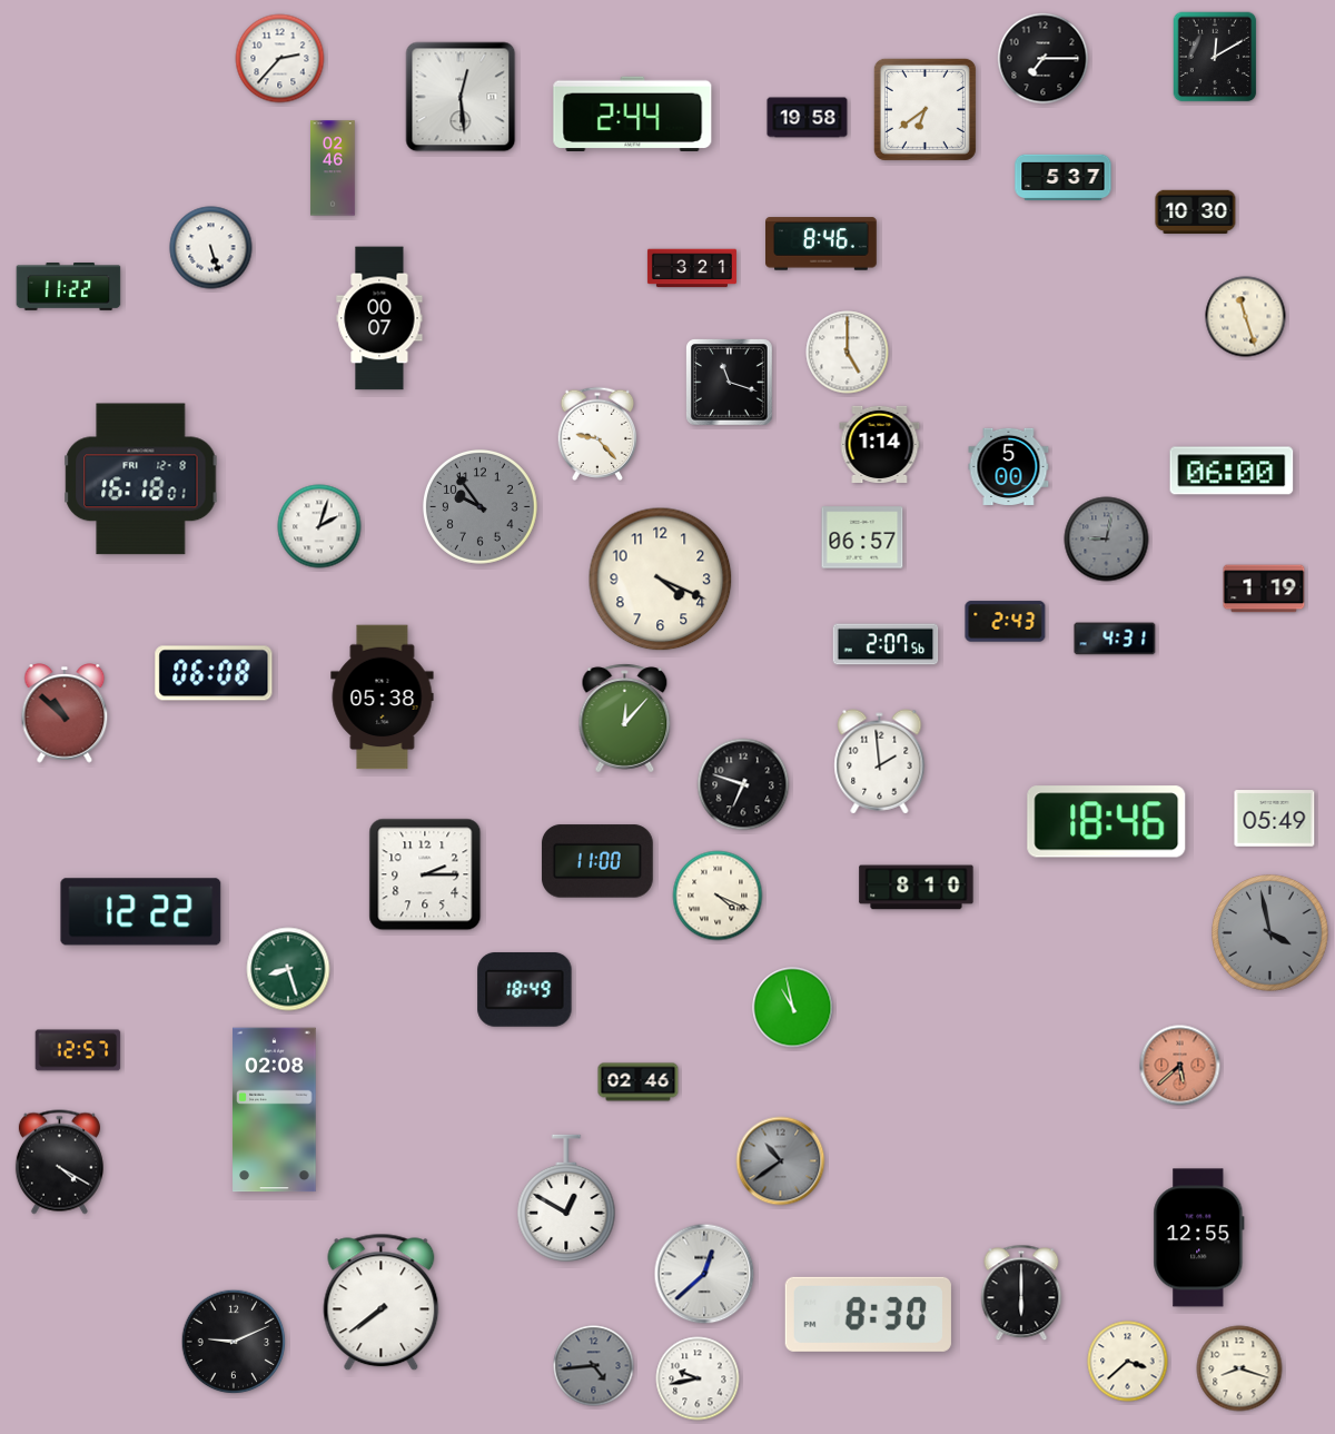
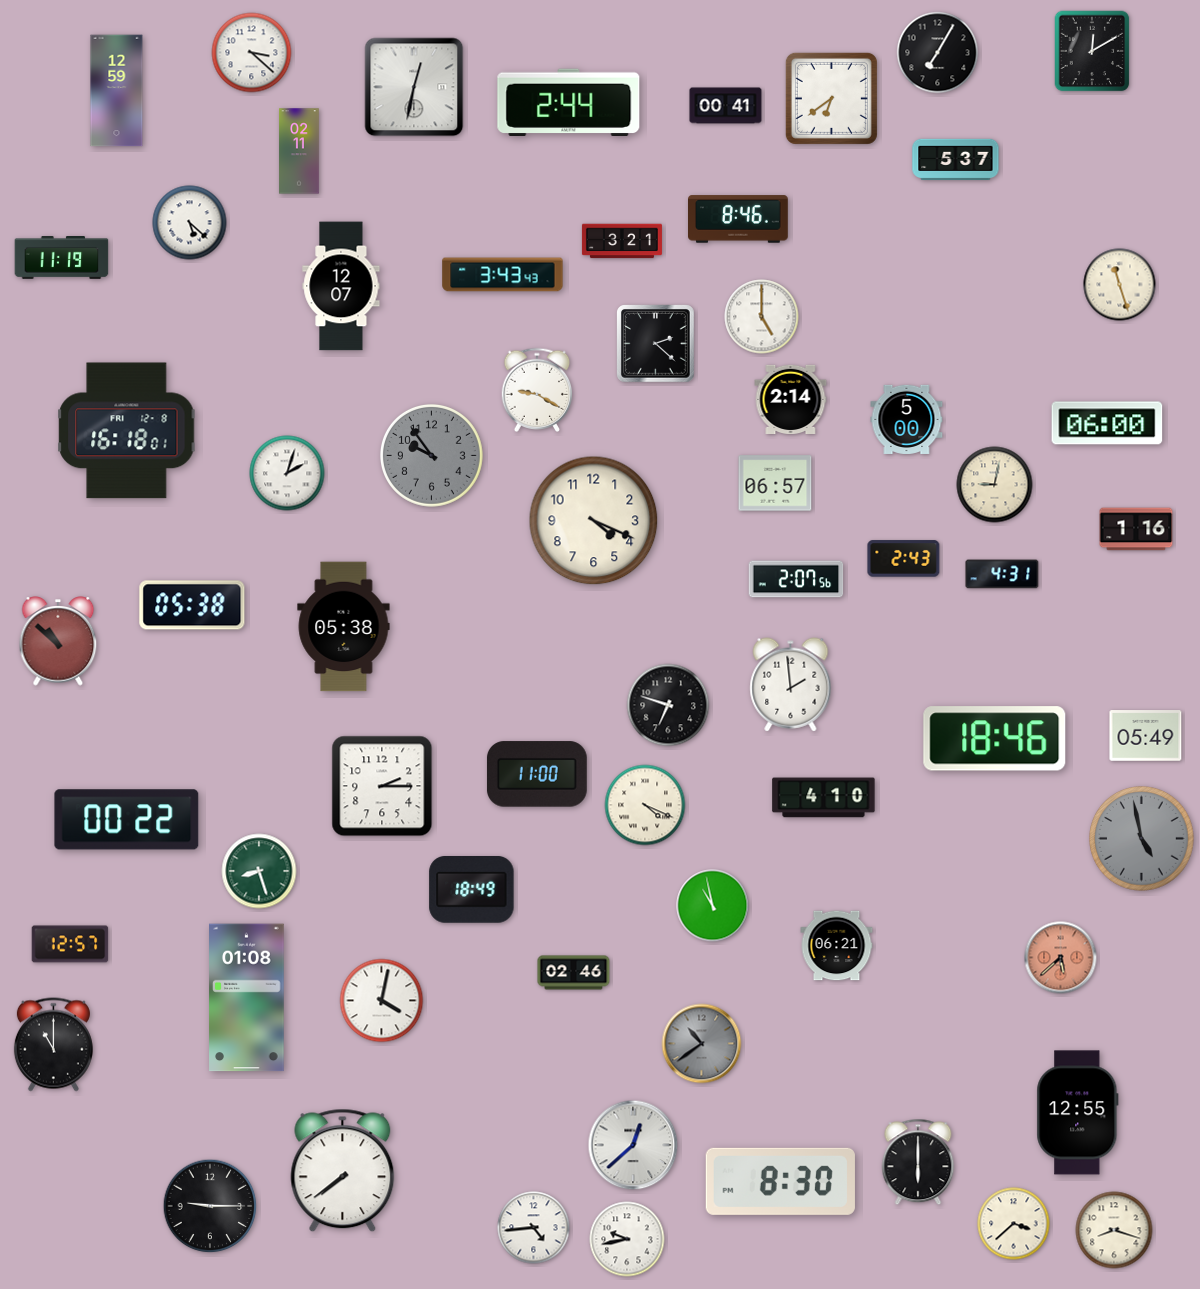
clock at (280, 59): 2:37 -> 3:22
clock at (1044, 59): 7:15 -> 7:05
clock at (461, 97): 12:29 -> 12:32
clock at (117, 91): none -> 12:59
clock at (808, 118): 19:58 -> 00:41
clock at (333, 168): 02:46 -> 02:11
clock at (1196, 211): 10:30 -> none
clock at (211, 248): 5:27 -> 5:22
clock at (69, 287): 11:22 -> 11:19
clock at (503, 275): none -> 3:43
clock at (379, 318): 00:07 -> 12:07
clock at (730, 383): 11:18 -> 2:22
clock at (597, 434): 9:23 -> 9:20
clock at (880, 444): 1:14 -> 2:14
clock at (1107, 540) dial: grey -> cream
clock at (1264, 589): 1:19 -> 1:16
clock at (214, 673): 06:08 -> 05:38
clock at (625, 719): 12:07 -> none
clock at (917, 888): 8:10 -> 4:10
clock at (141, 912): 12:22 -> 00:22
clock at (1270, 933): 3:58 -> 4:58
clock at (837, 946): none -> 06:21
clock at (275, 1110): 02:08 -> 01:08
clock at (382, 1001): none -> 4:02
clock at (59, 1163): 4:20 -> 11:00
clock at (566, 1198): 12:50 -> none
clock at (234, 1342): 9:11 -> 9:15
clock at (594, 1366) dial: grey -> white
